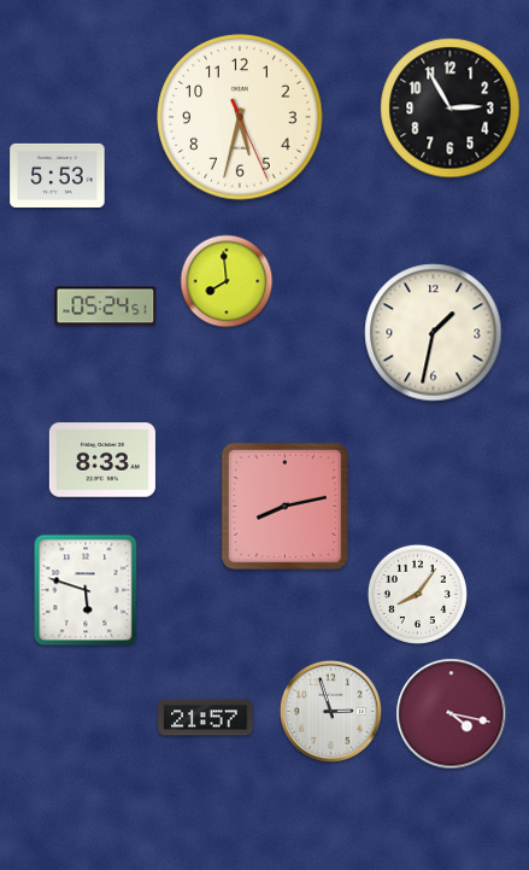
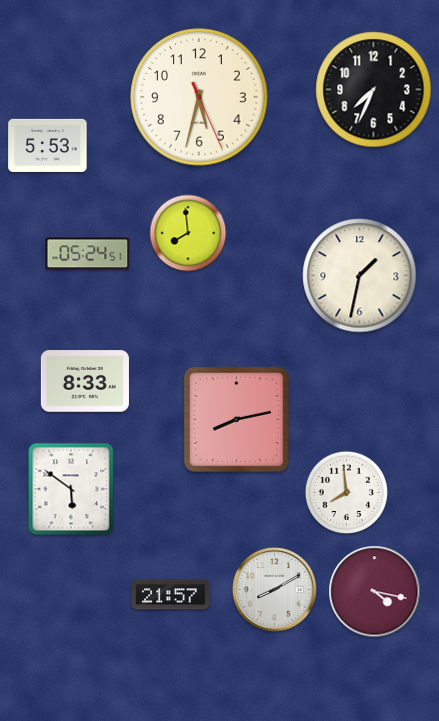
clock at (451, 109): 2:55 -> 7:34
clock at (86, 590): 5:48 -> 5:51
clock at (417, 594): 8:06 -> 7:59
clock at (330, 711): 2:57 -> 8:10
